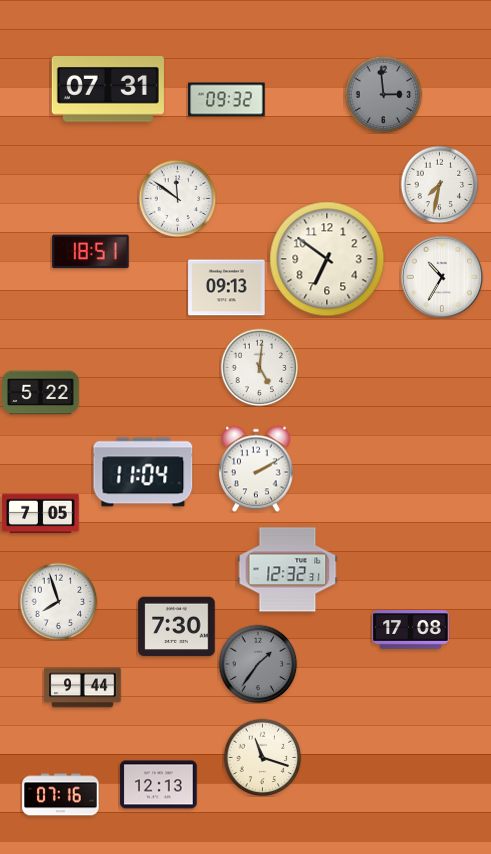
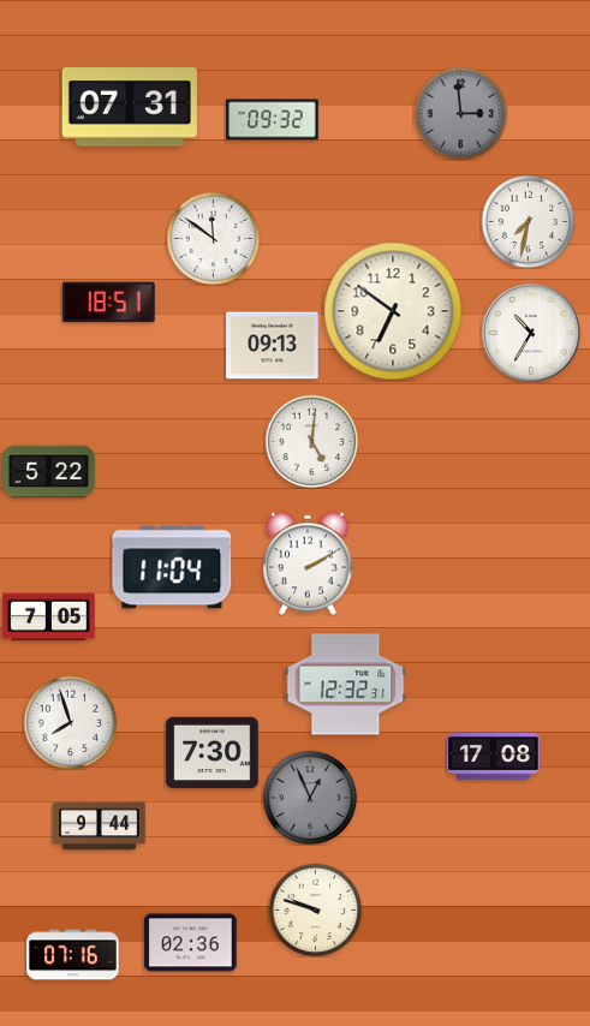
clock at (258, 664): 1:36 -> 12:56
clock at (262, 757): 11:18 -> 9:48
clock at (159, 785): 12:13 -> 02:36
